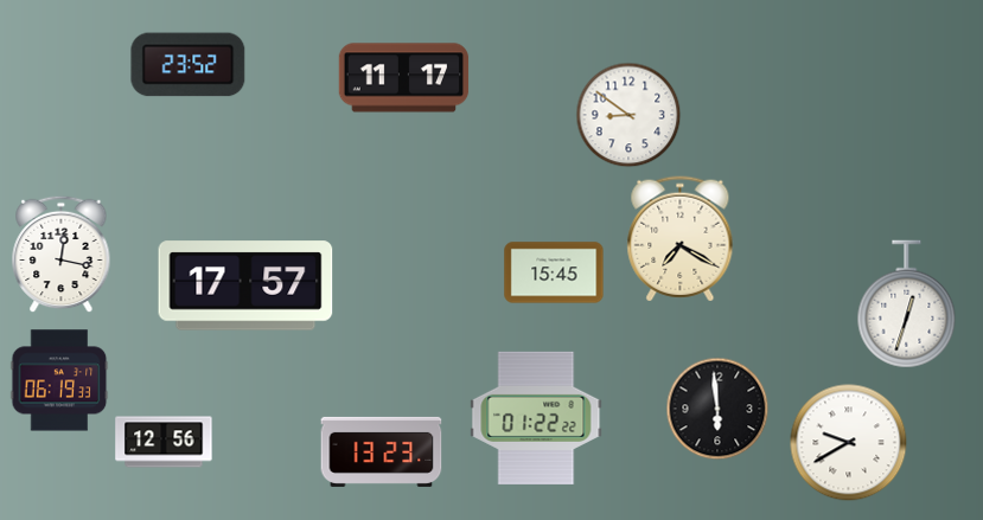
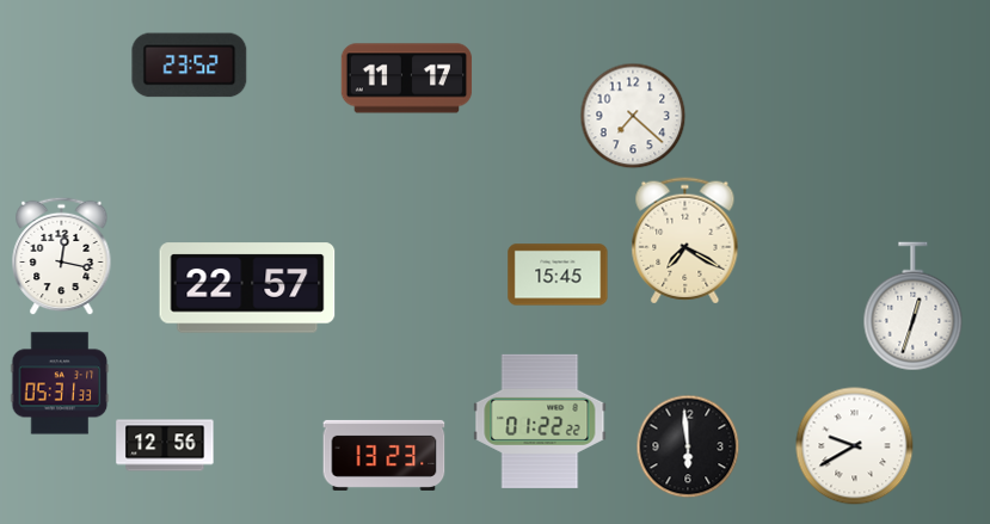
clock at (628, 115): 8:51 -> 7:22
clock at (245, 285): 17:57 -> 22:57
clock at (59, 380): 06:19 -> 05:31
clock at (717, 409) position: (717, 409) -> (688, 446)
